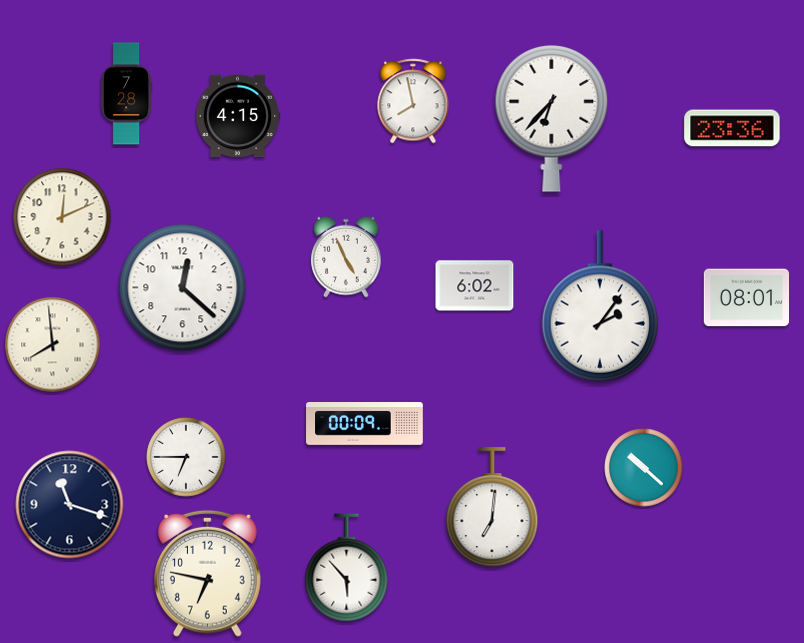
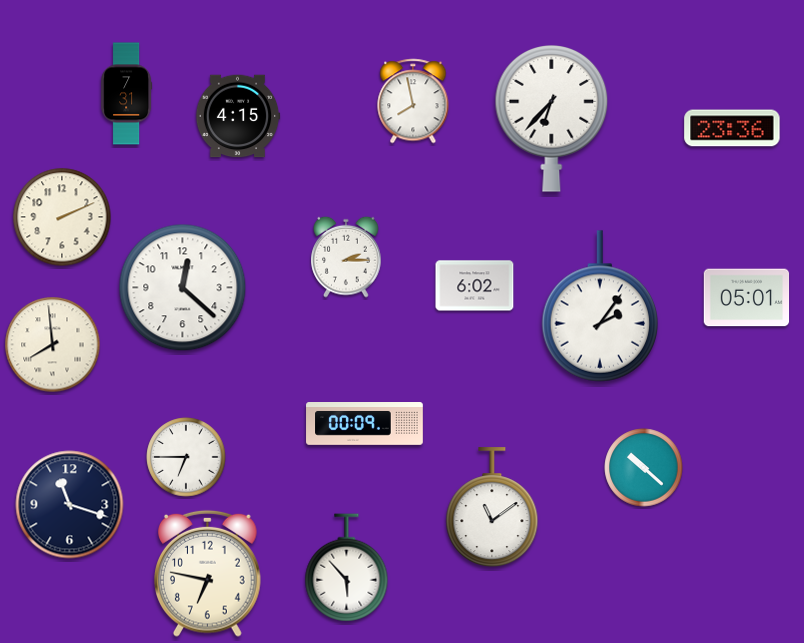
clock at (127, 94): 7:28 -> 7:31
clock at (62, 217): 12:11 -> 2:11
clock at (346, 257): 4:56 -> 2:15
clock at (747, 298): 08:01 -> 05:01
clock at (492, 508): 7:01 -> 11:09
